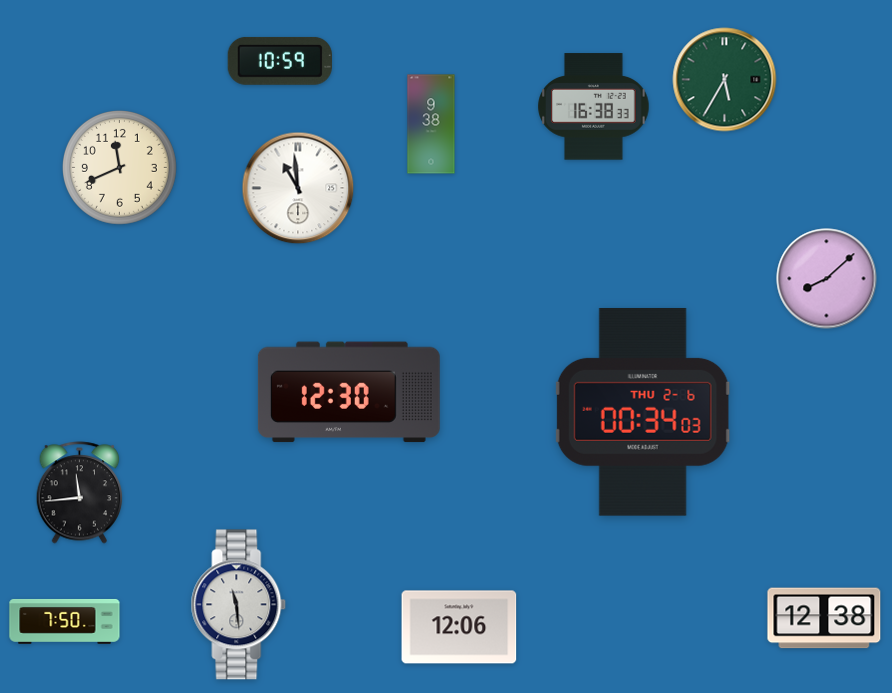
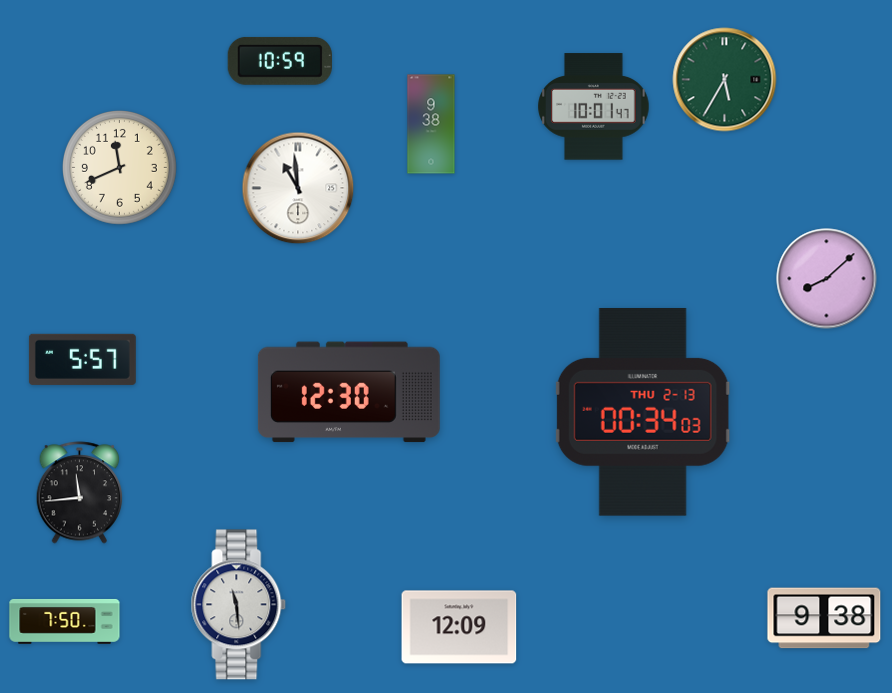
clock at (594, 107): 16:38 -> 10:01
clock at (82, 359): none -> 5:57
clock at (643, 412) date: THU 2-6 -> THU 2-13
clock at (824, 618): 12:38 -> 9:38
clock at (459, 627): 12:06 -> 12:09
